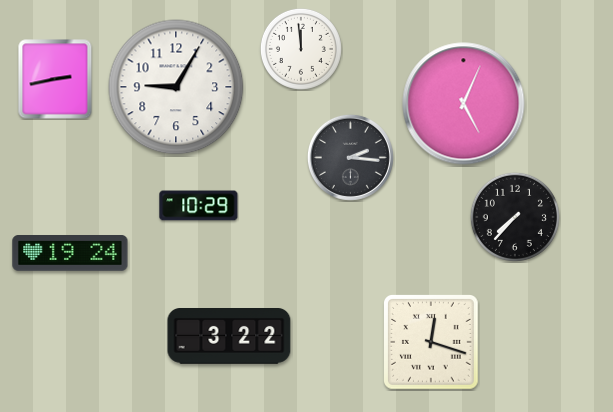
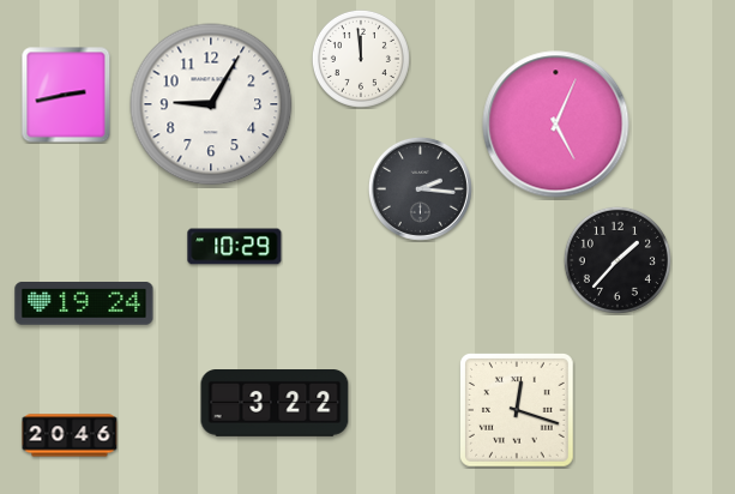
clock at (199, 206) position: (199, 206) -> (235, 247)
clock at (515, 217): 7:37 -> 1:37
clock at (70, 435): none -> 20:46
